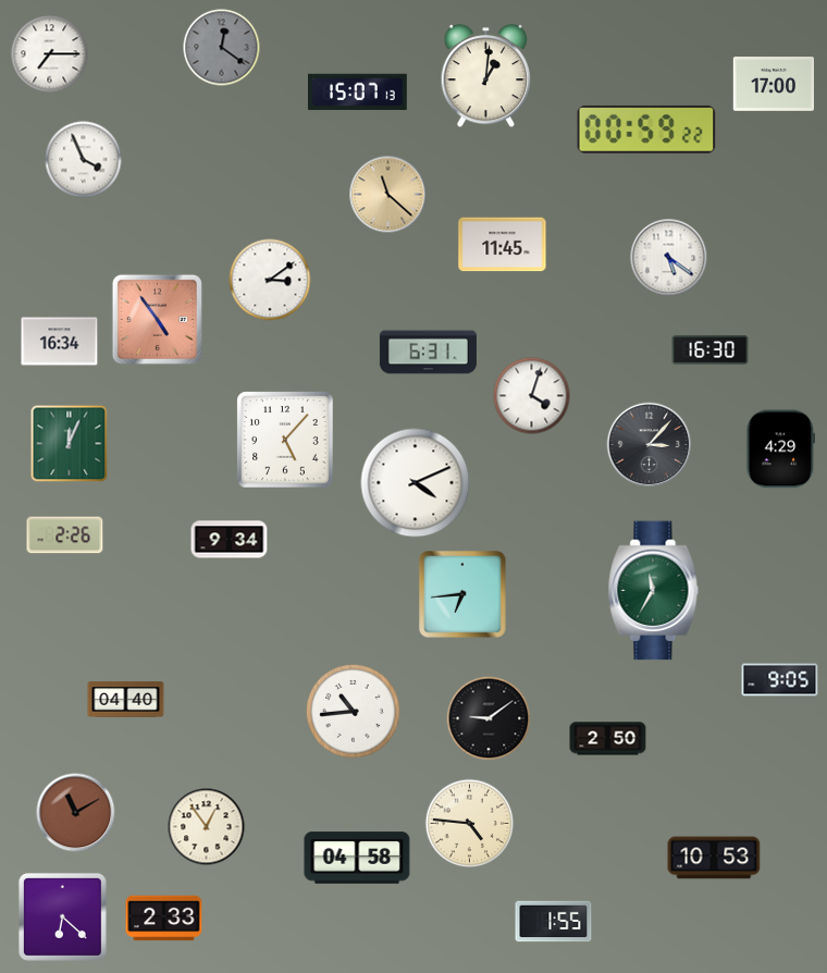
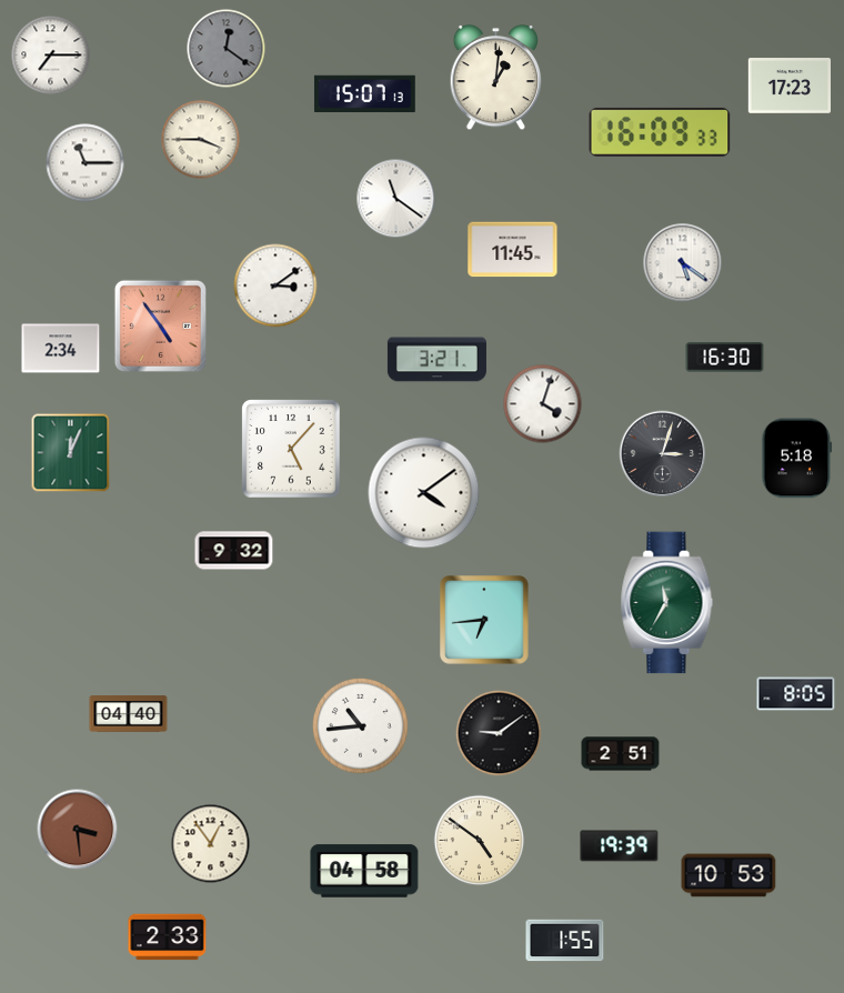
clock at (774, 84): 17:00 -> 17:23
clock at (646, 130): 00:59 -> 16:09
clock at (201, 140): none -> 3:45
clock at (84, 160): 3:56 -> 11:15
clock at (388, 195): 11:22 -> 11:21
clock at (388, 195) dial: champagne -> white
clock at (60, 342): 16:34 -> 2:34
clock at (428, 353): 6:31 -> 3:21
clock at (650, 445): 3:07 -> 3:03
clock at (781, 449): 4:29 -> 5:18
clock at (416, 483): 4:11 -> 4:09
clock at (65, 535): 2:26 -> none
clock at (230, 540): 9:34 -> 9:32
clock at (462, 594) position: (462, 594) -> (484, 620)
clock at (780, 680): 9:05 -> 8:05
clock at (608, 739): 2:50 -> 2:51
clock at (76, 813): 11:10 -> 3:29
clock at (470, 824): 4:46 -> 4:51
clock at (620, 846): none -> 19:39
clock at (357, 858) position: (357, 858) -> (364, 871)
clock at (62, 916): 6:22 -> none
